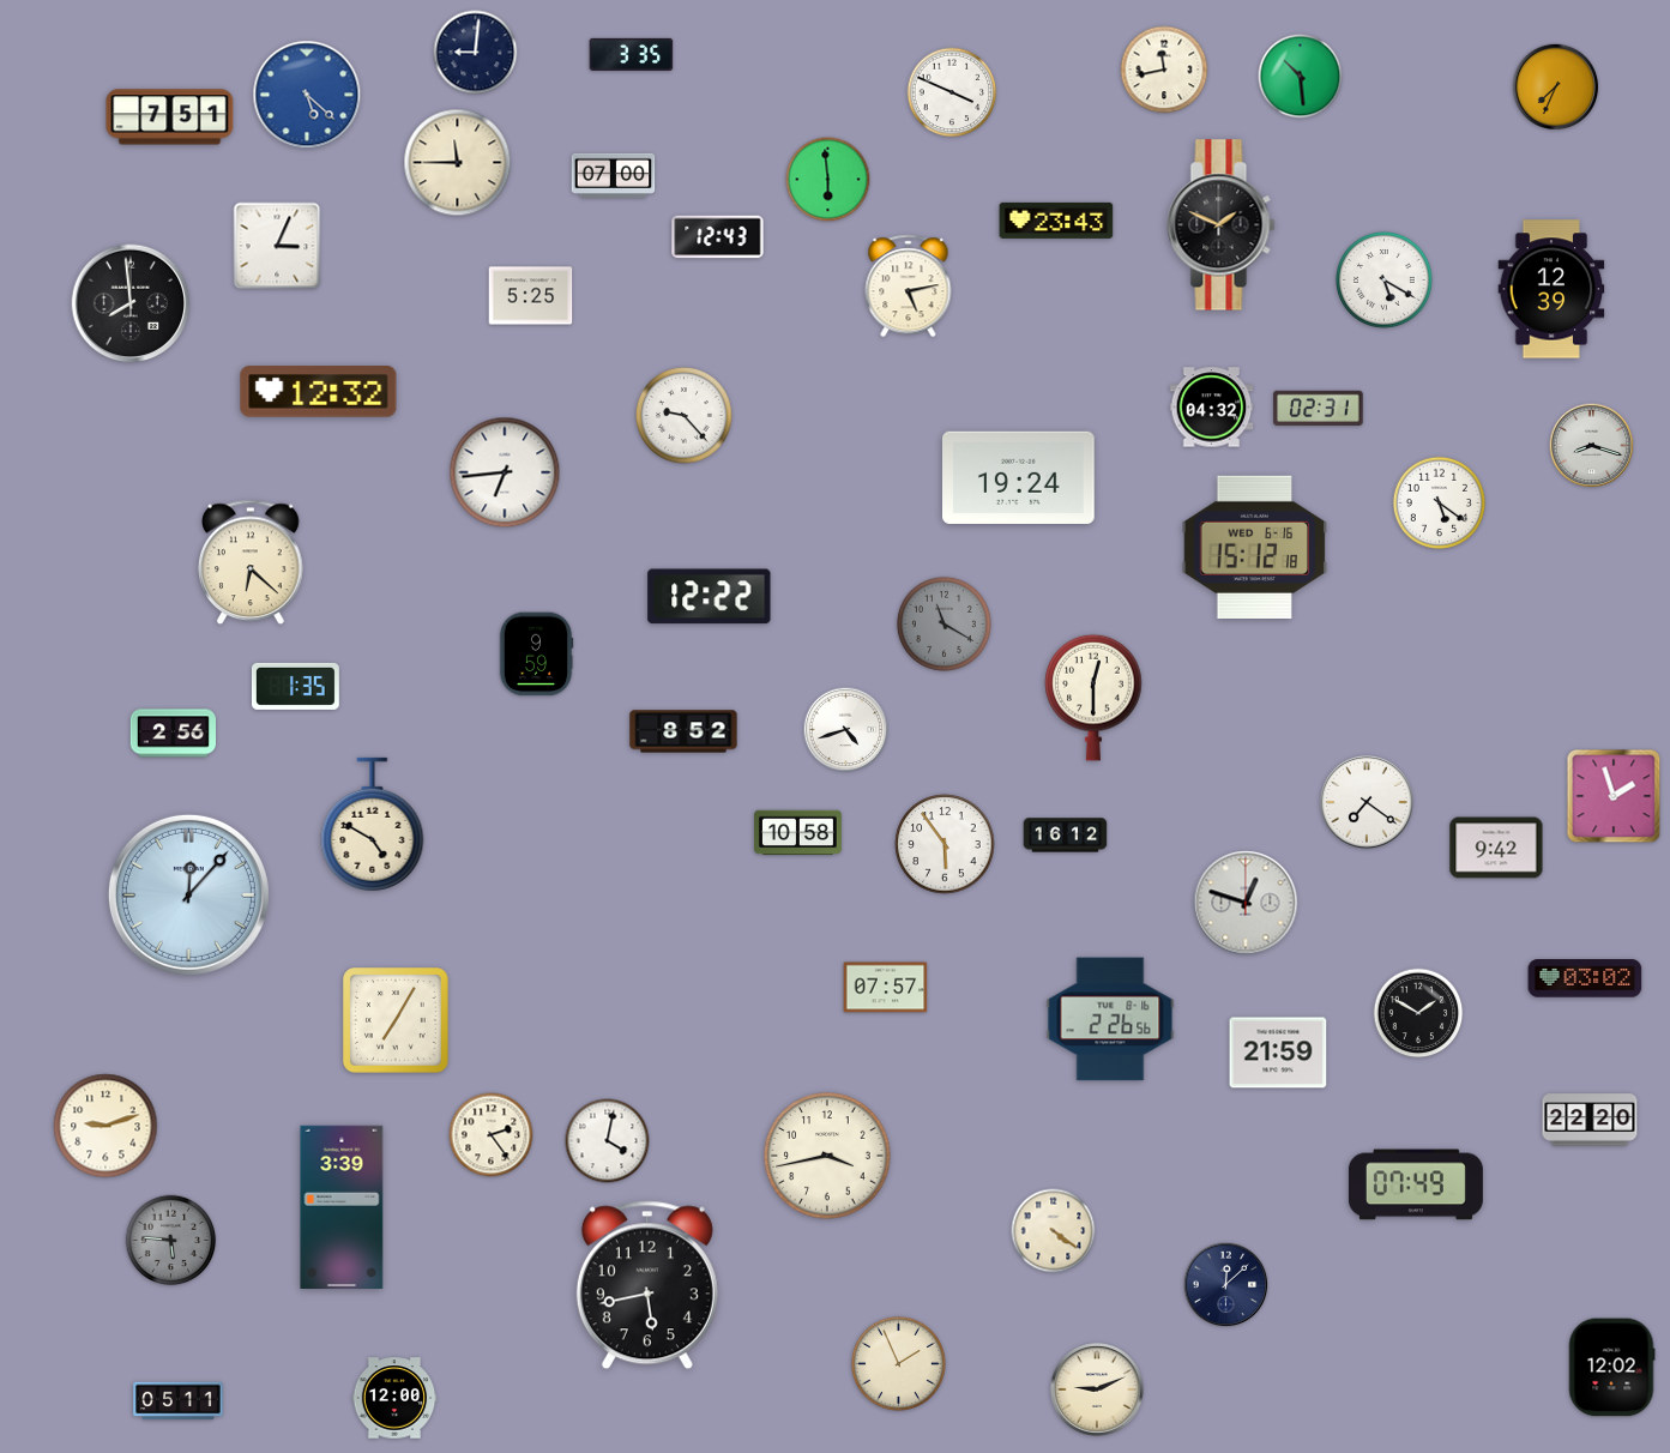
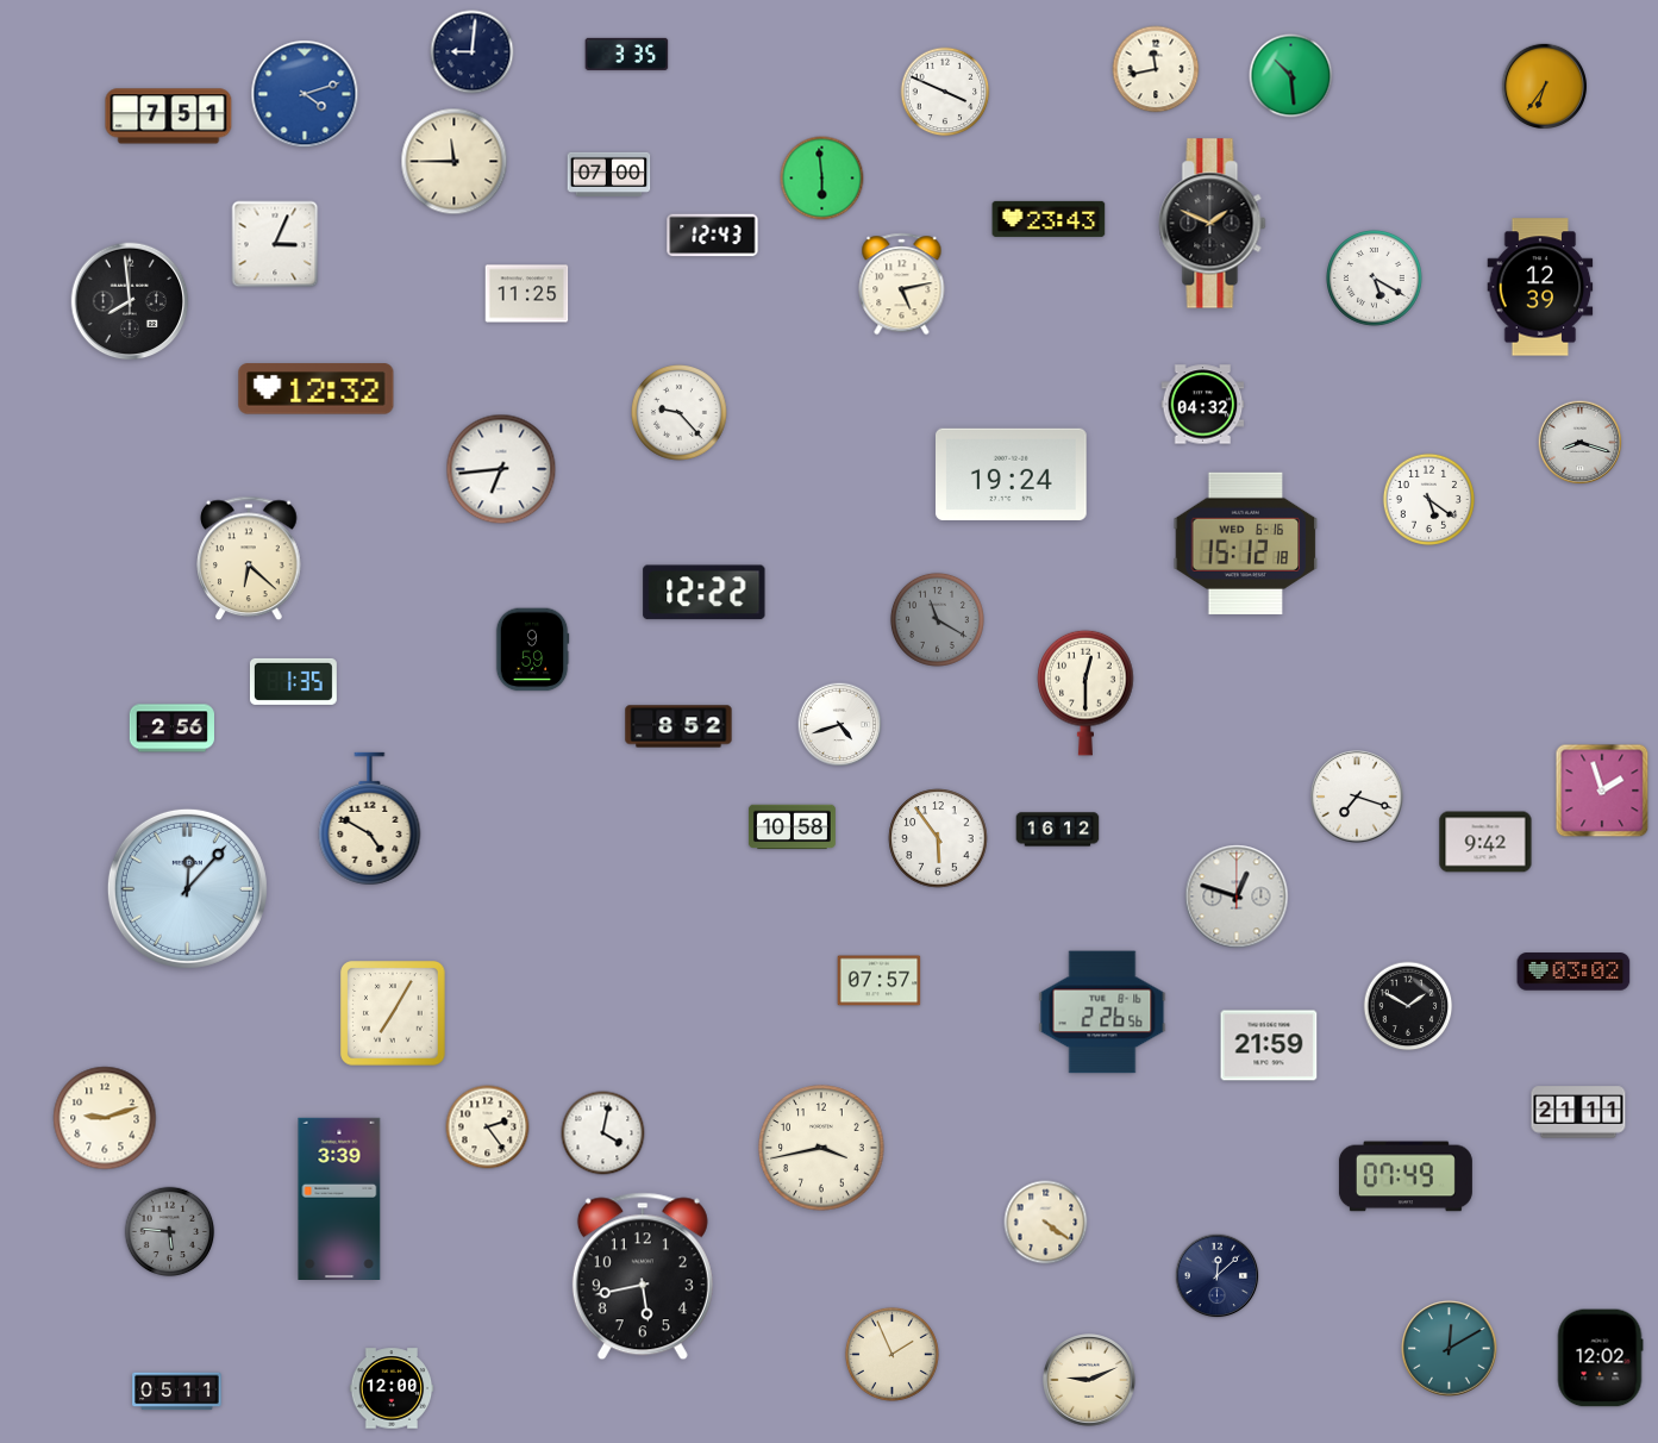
clock at (1555, 86): 7:34 -> 6:36
clock at (307, 95): 5:22 -> 4:12
clock at (531, 296): 5:25 -> 11:25
clock at (1319, 408): 02:31 -> none
clock at (1367, 802): 7:21 -> 7:18
clock at (1590, 1120): 22:20 -> 21:11
clock at (1450, 1349): none -> 12:10
